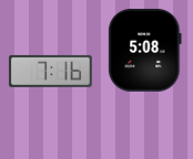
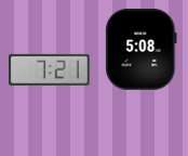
clock at (50, 71): 7:16 -> 7:21
